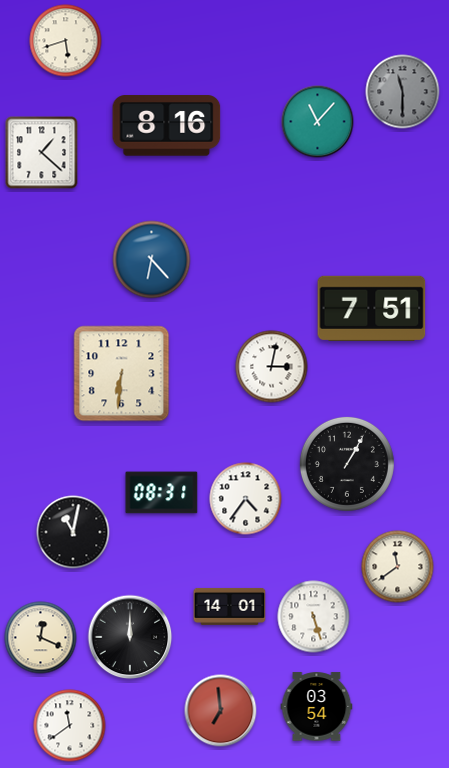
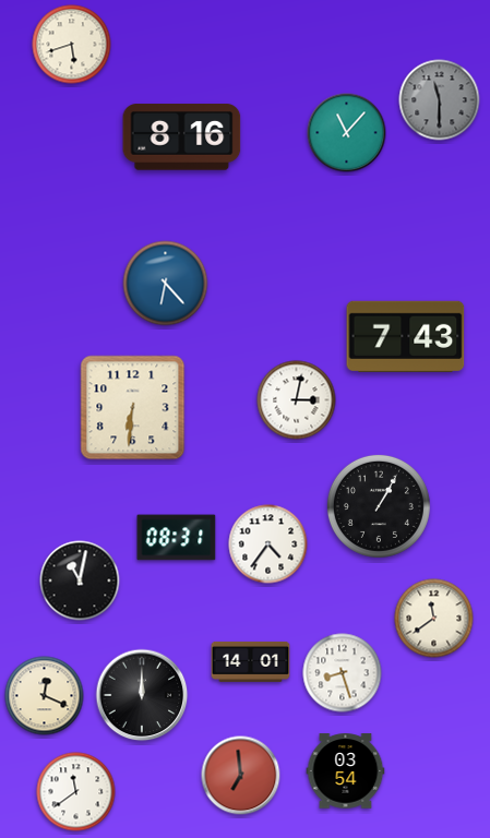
clock at (42, 153): 1:22 -> none
clock at (372, 308): 7:51 -> 7:43
clock at (314, 617): 5:27 -> 8:27
